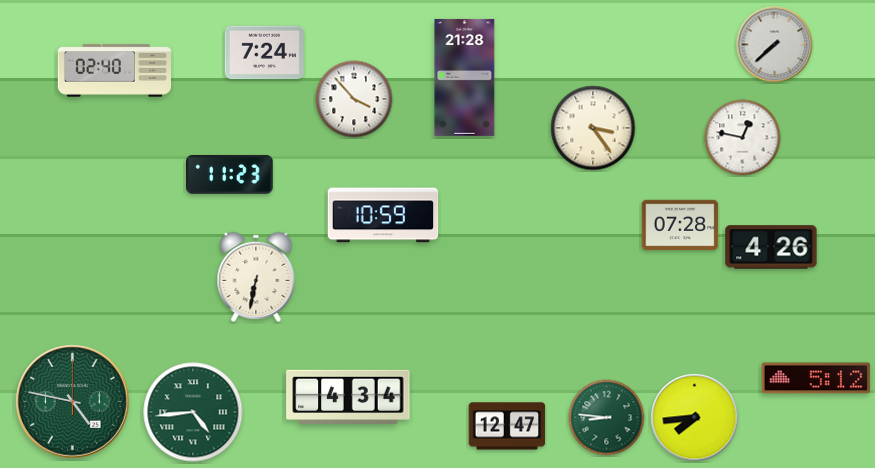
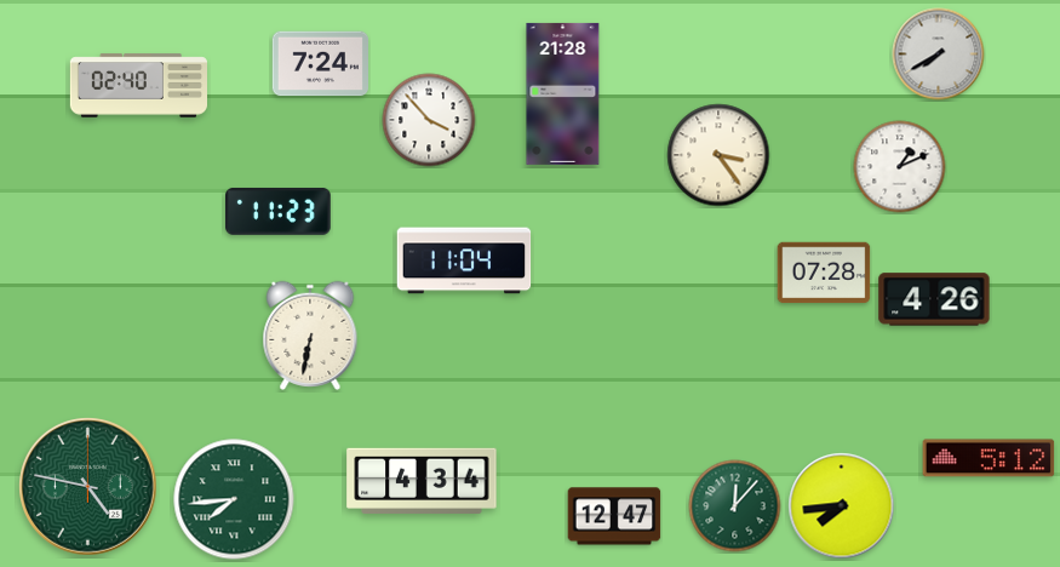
clock at (775, 45): 7:38 -> 7:40
clock at (743, 138): 12:47 -> 1:11
clock at (383, 215): 10:59 -> 11:04
clock at (193, 412): 4:44 -> 7:44
clock at (607, 418): 8:46 -> 12:07
